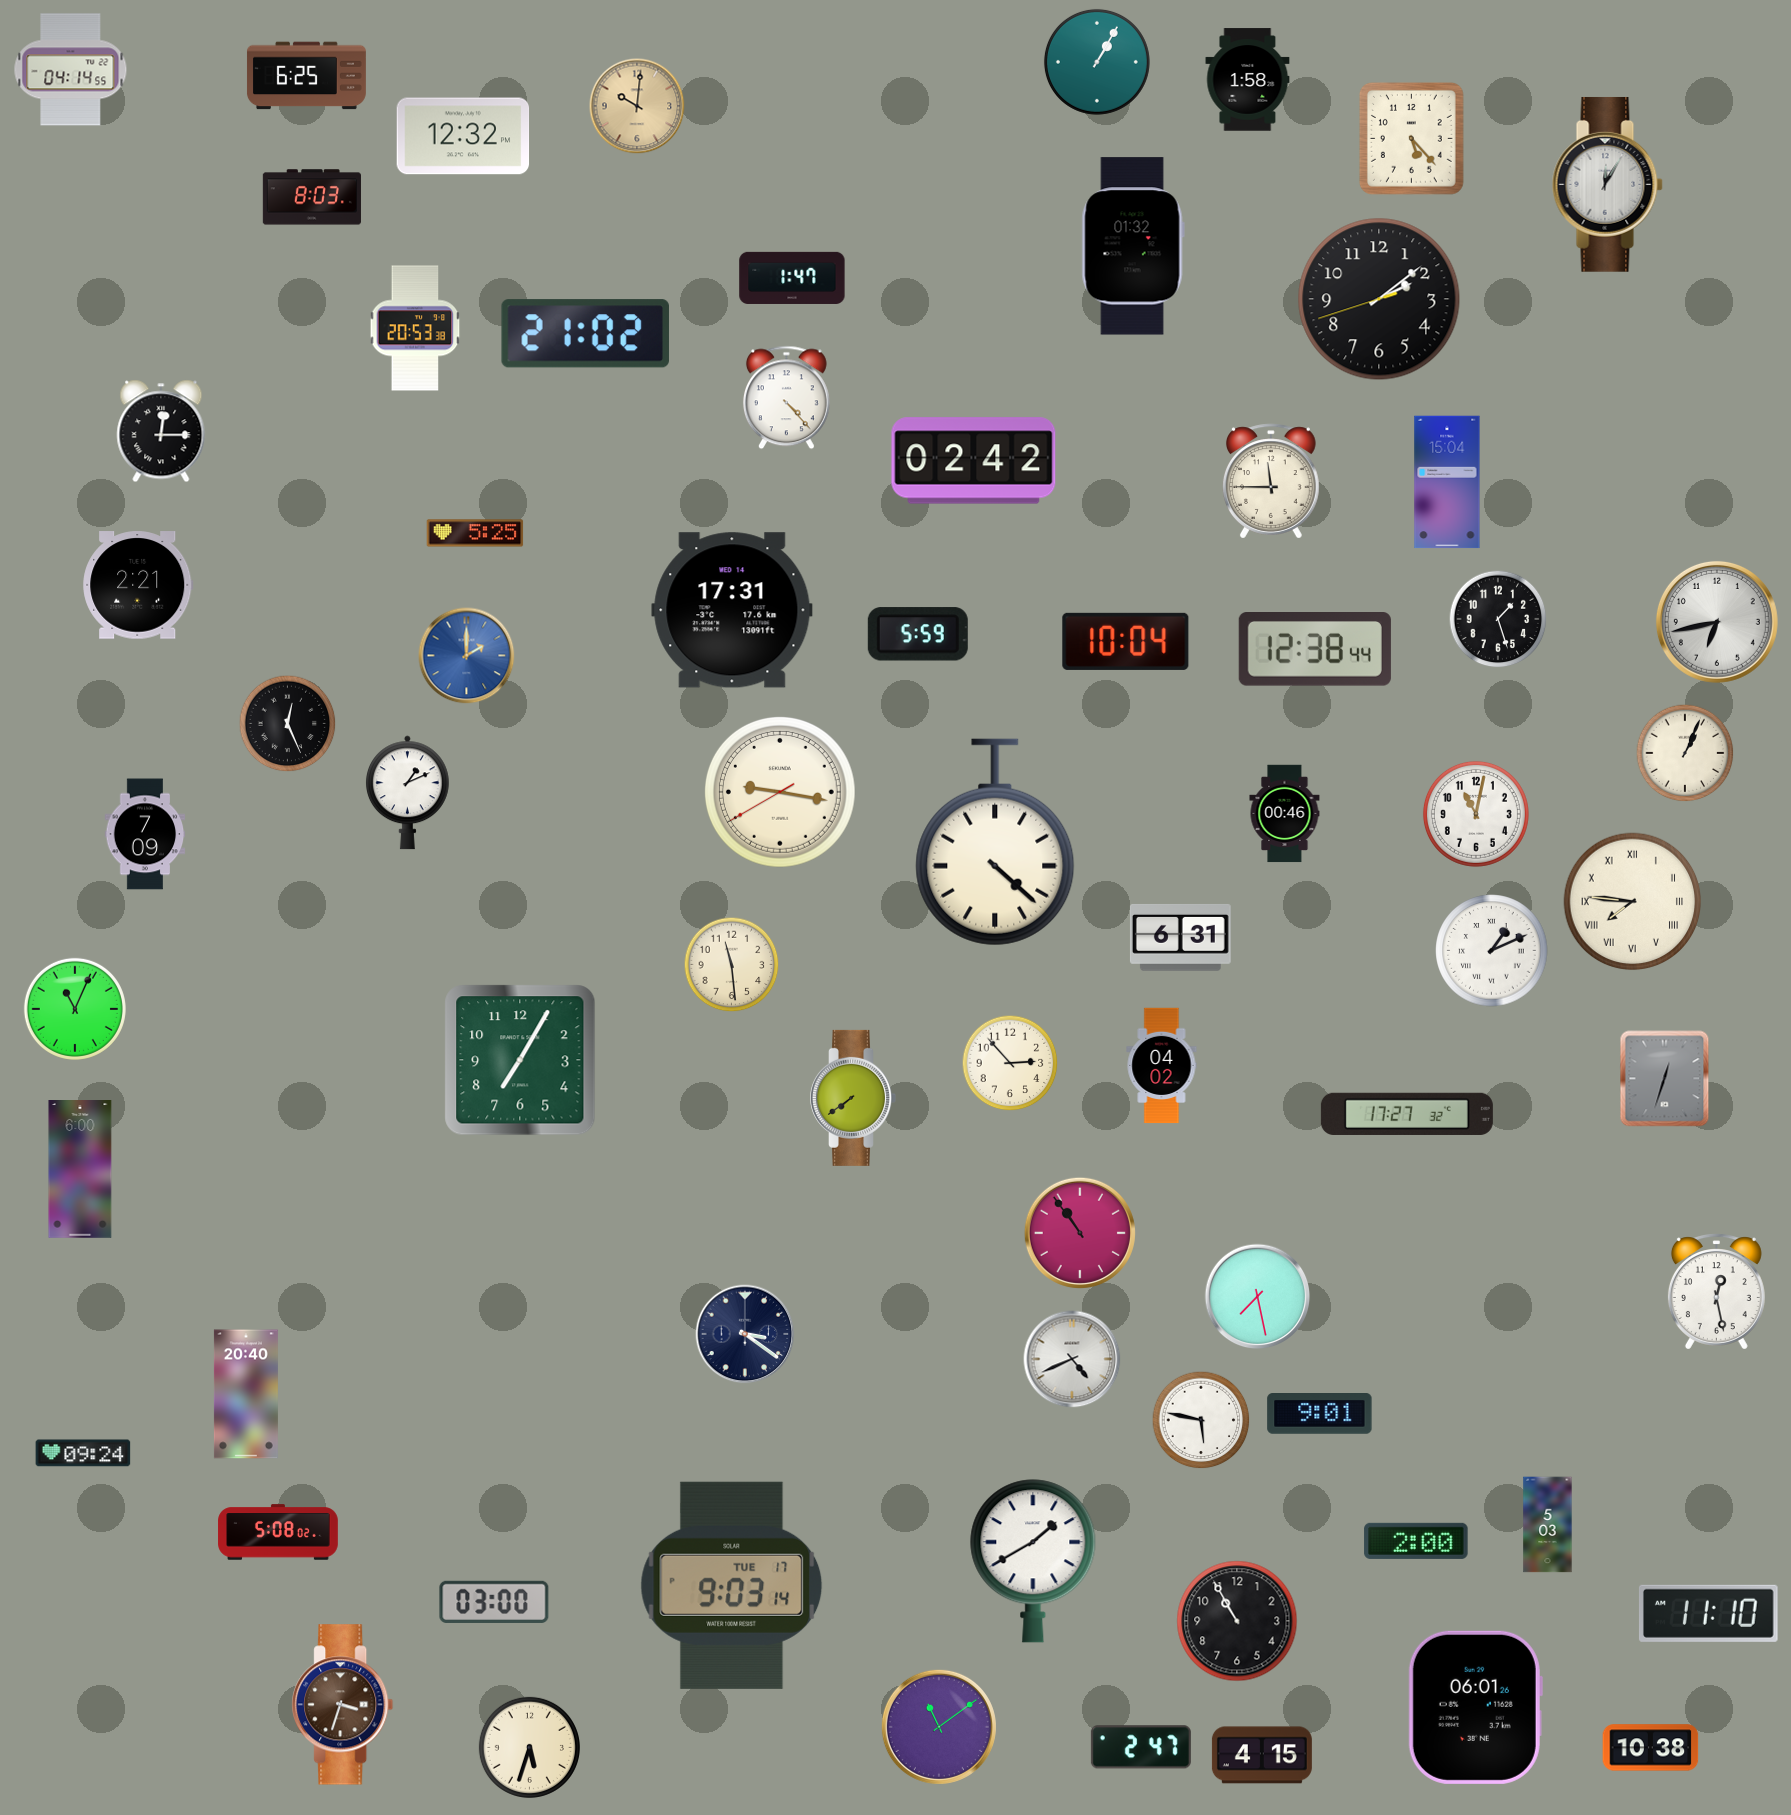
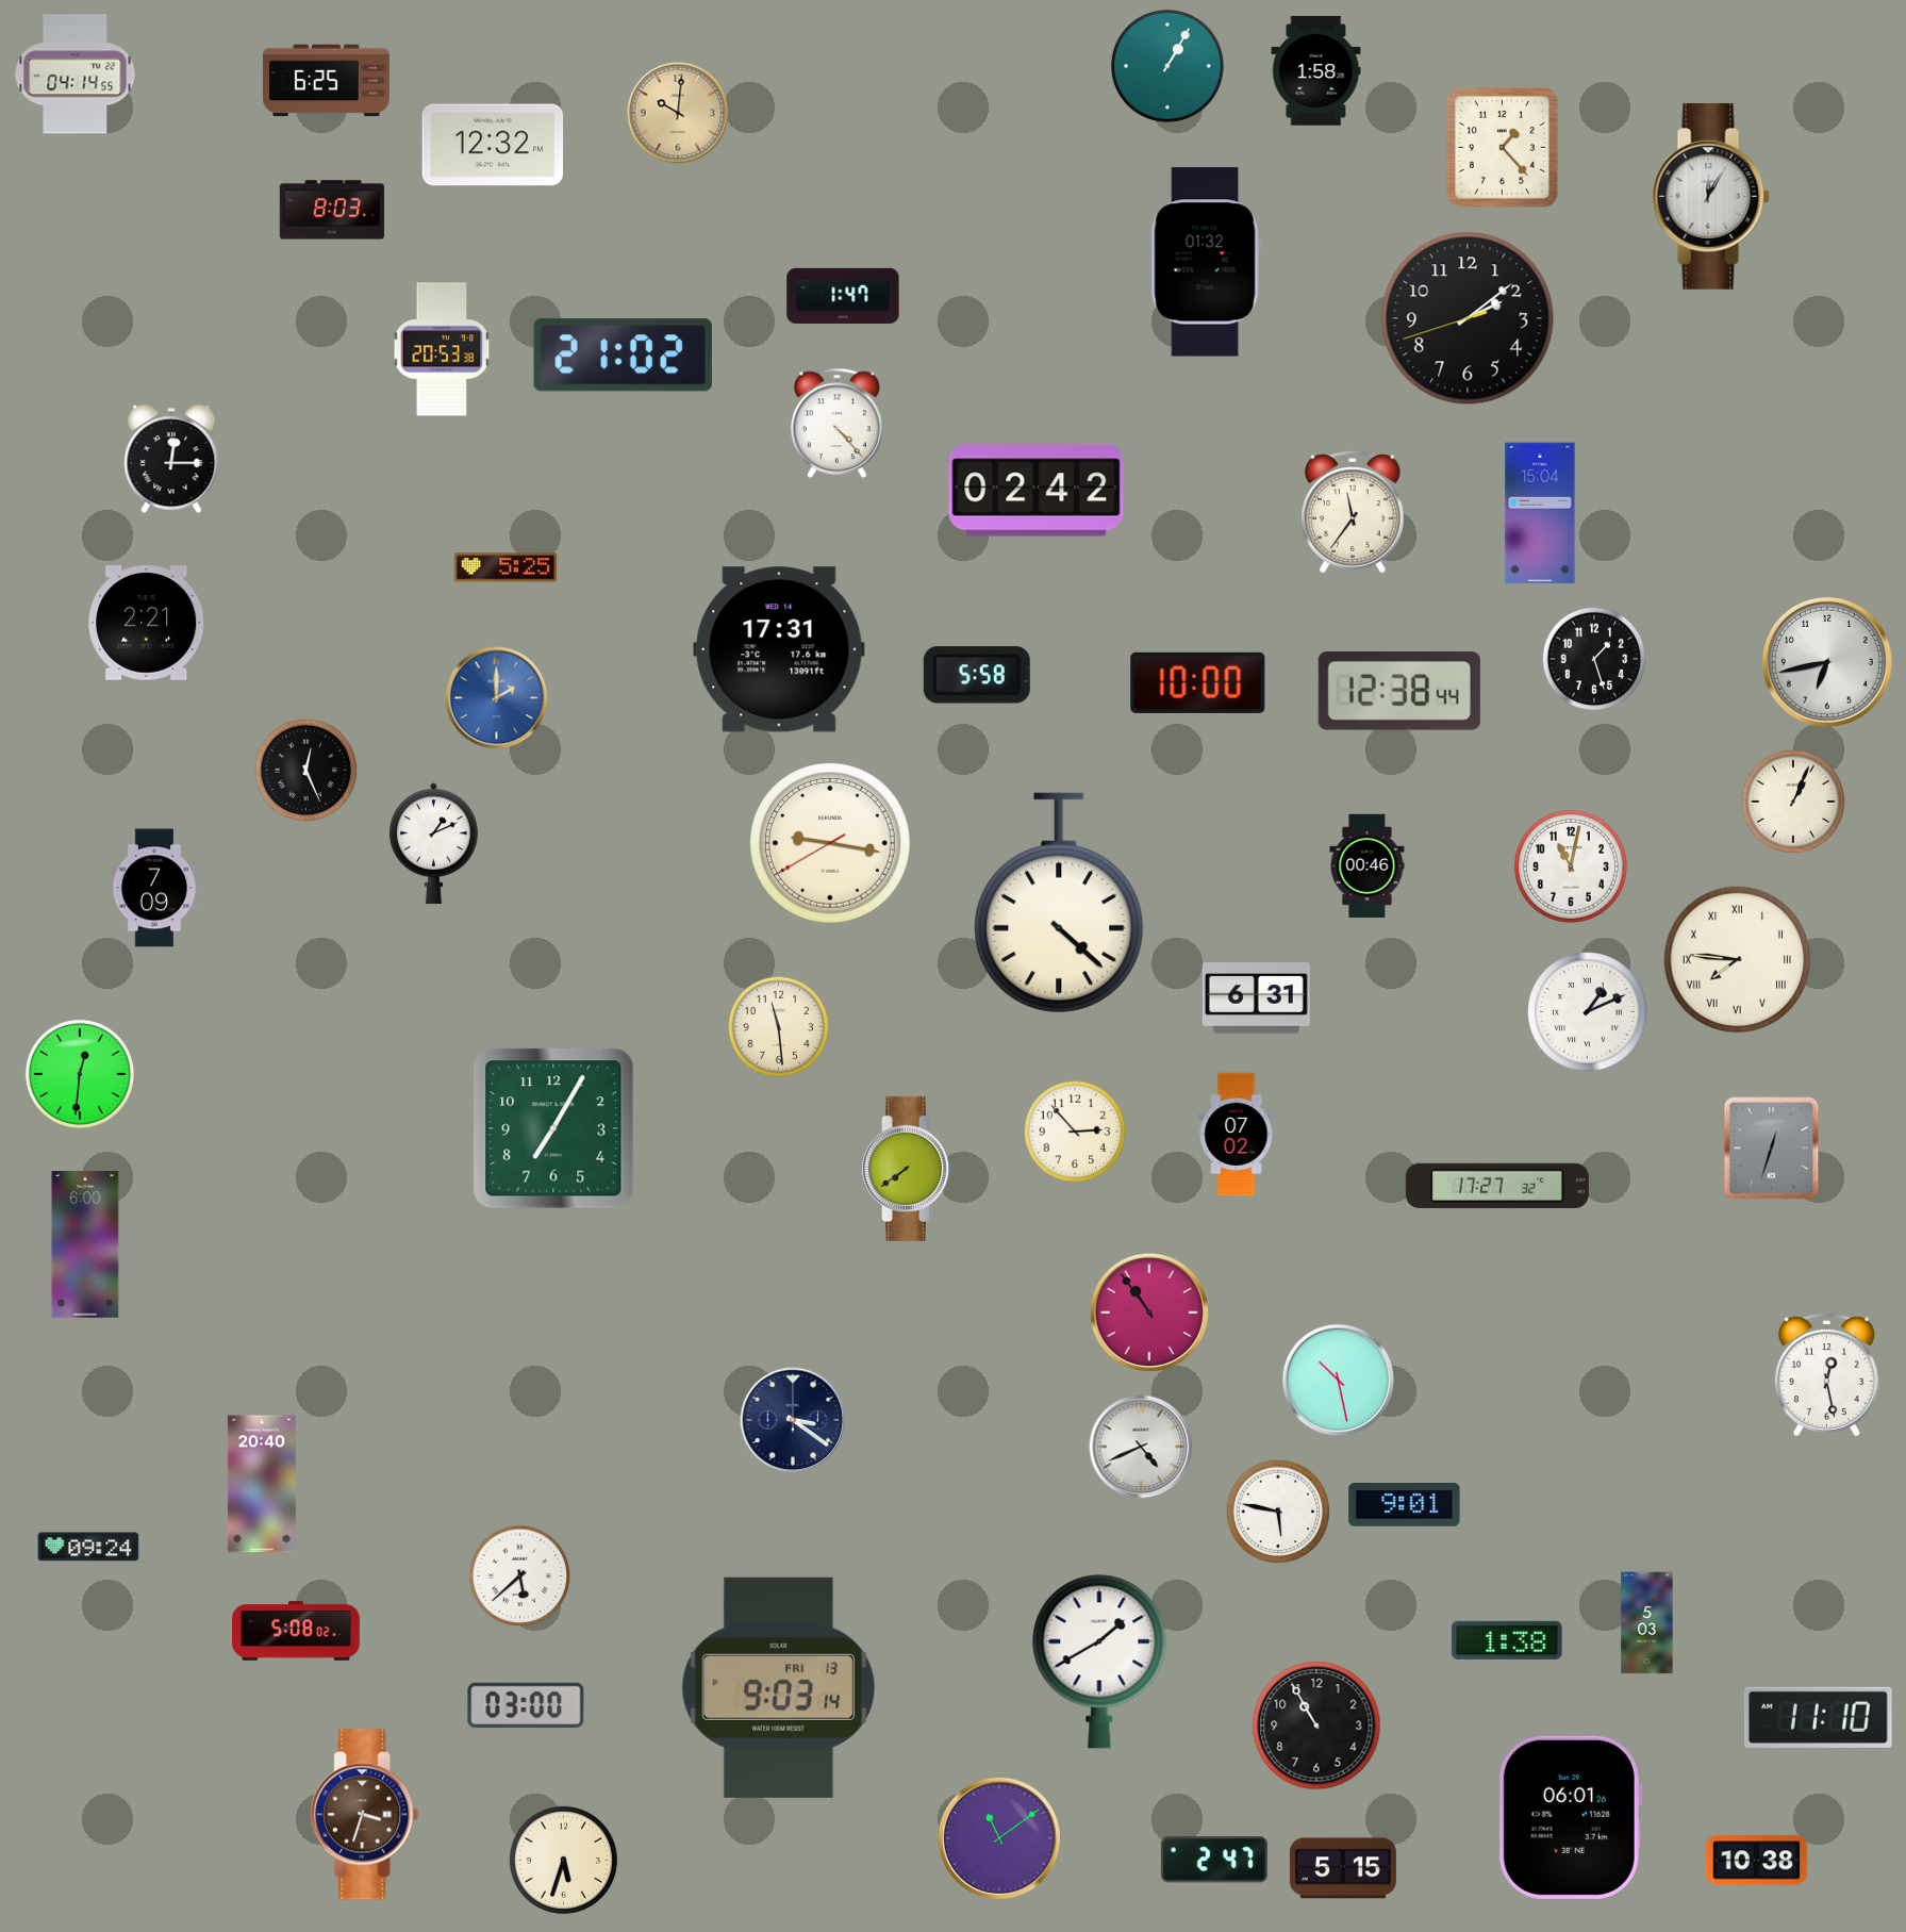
clock at (1248, 80) position: (1248, 80) -> (1316, 71)
clock at (1411, 138): 5:23 -> 1:23
clock at (1271, 481): 11:45 -> 11:36
clock at (918, 634): 5:59 -> 5:58
clock at (1126, 641): 10:04 -> 10:00
clock at (995, 842) position: (995, 842) -> (1059, 903)
clock at (75, 1009): 11:04 -> 12:31
clock at (1162, 1066): 04:02 -> 07:02
clock at (1258, 1297): 7:28 -> 10:28
clock at (520, 1576): none -> 5:38
clock at (1416, 1541): 2:00 -> 1:38
clock at (732, 1585) date: TUE 17 -> FRI 13
clock at (1262, 1755): 4:15 -> 5:15
